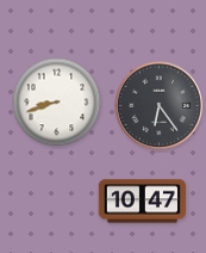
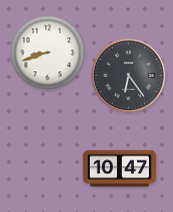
clock at (57, 103) position: (57, 103) -> (48, 53)
clock at (160, 106) position: (160, 106) -> (129, 76)
